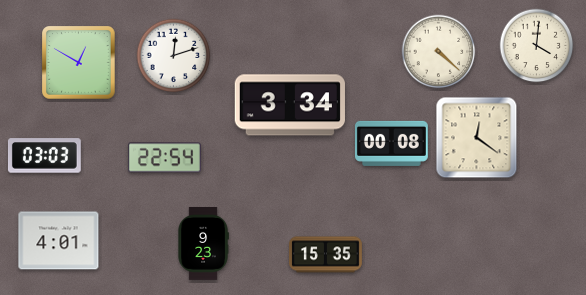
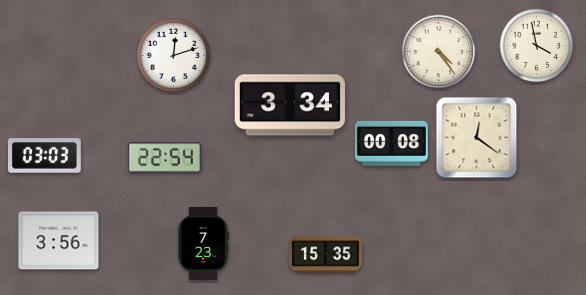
clock at (537, 46): 4:01 -> 3:58
clock at (439, 52): 4:22 -> 4:24
clock at (79, 63): 12:50 -> none
clock at (59, 241): 4:01 -> 3:56
clock at (203, 244): 9:23 -> 7:23
